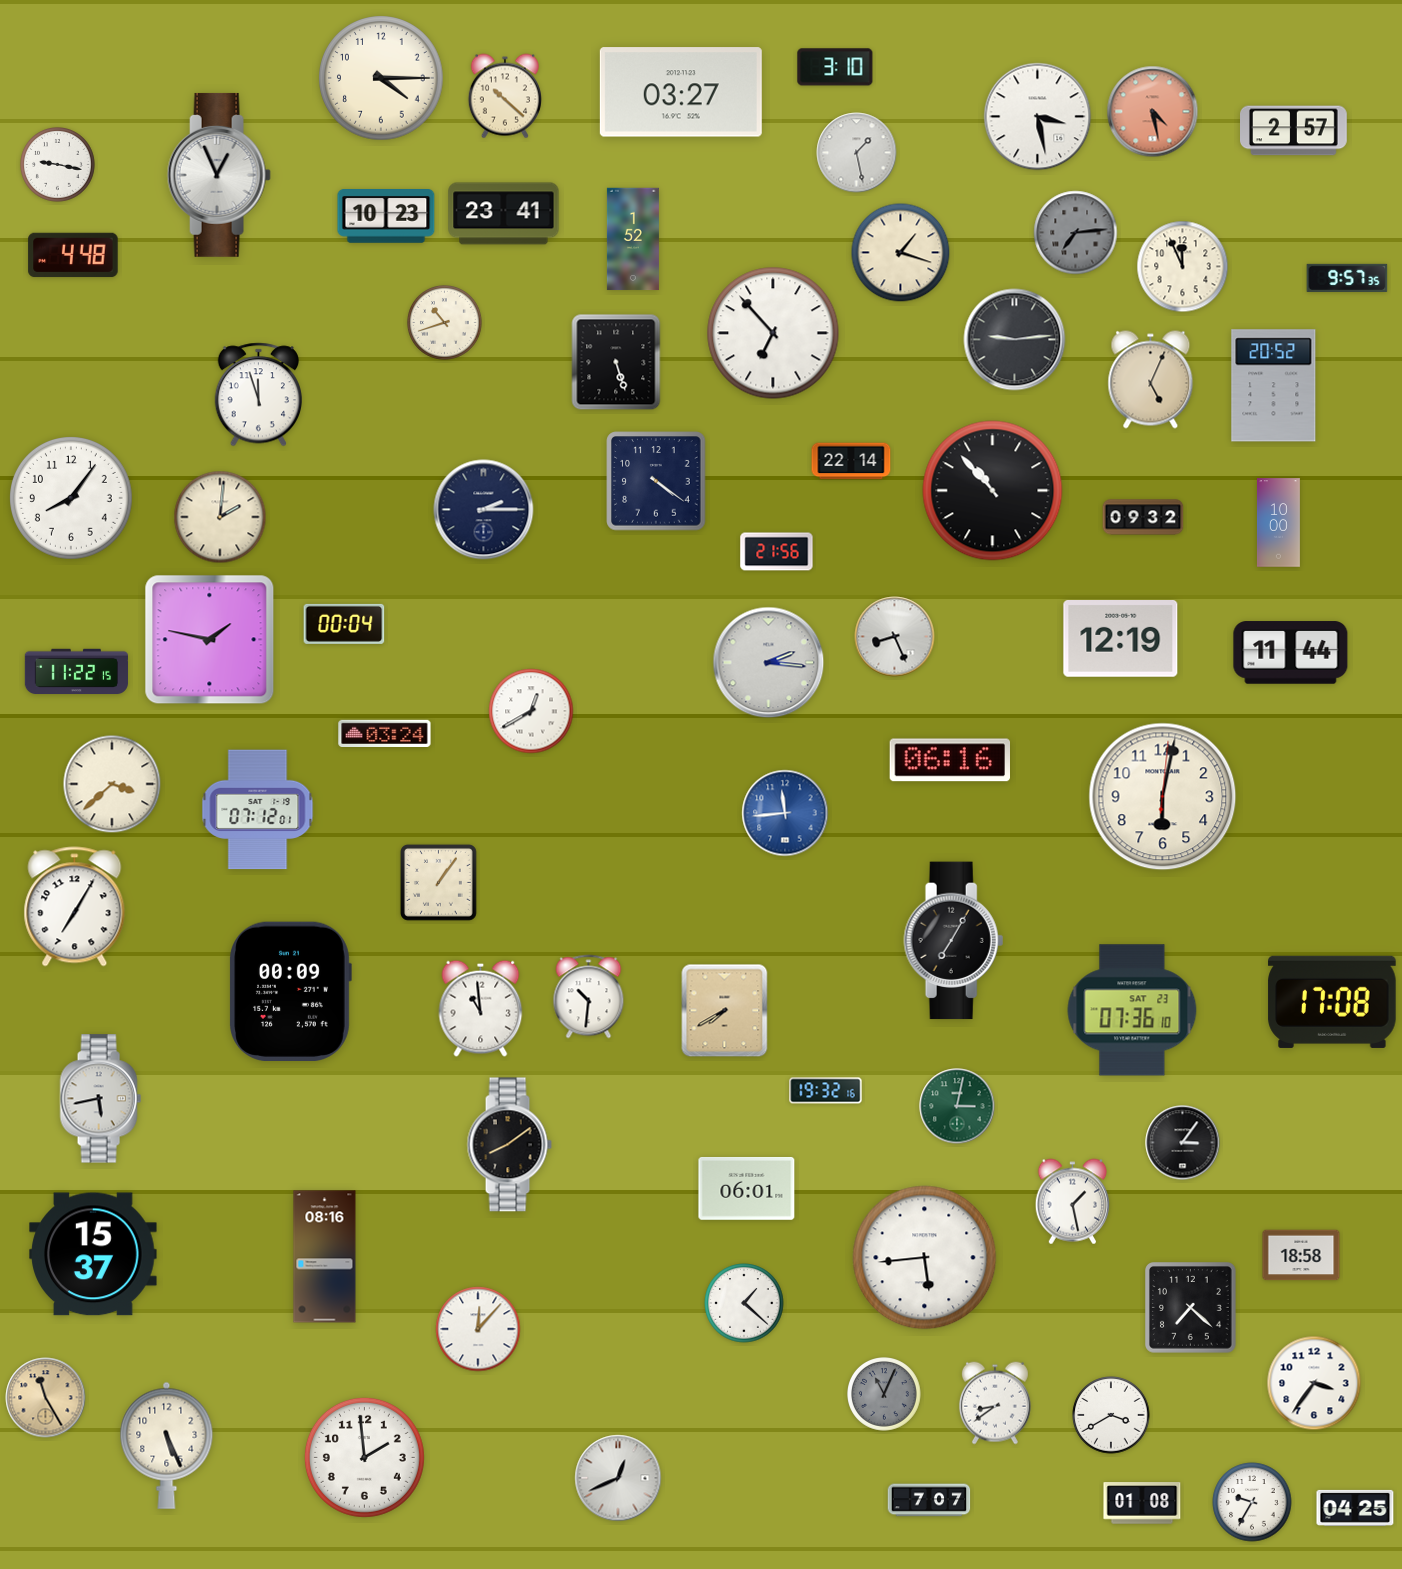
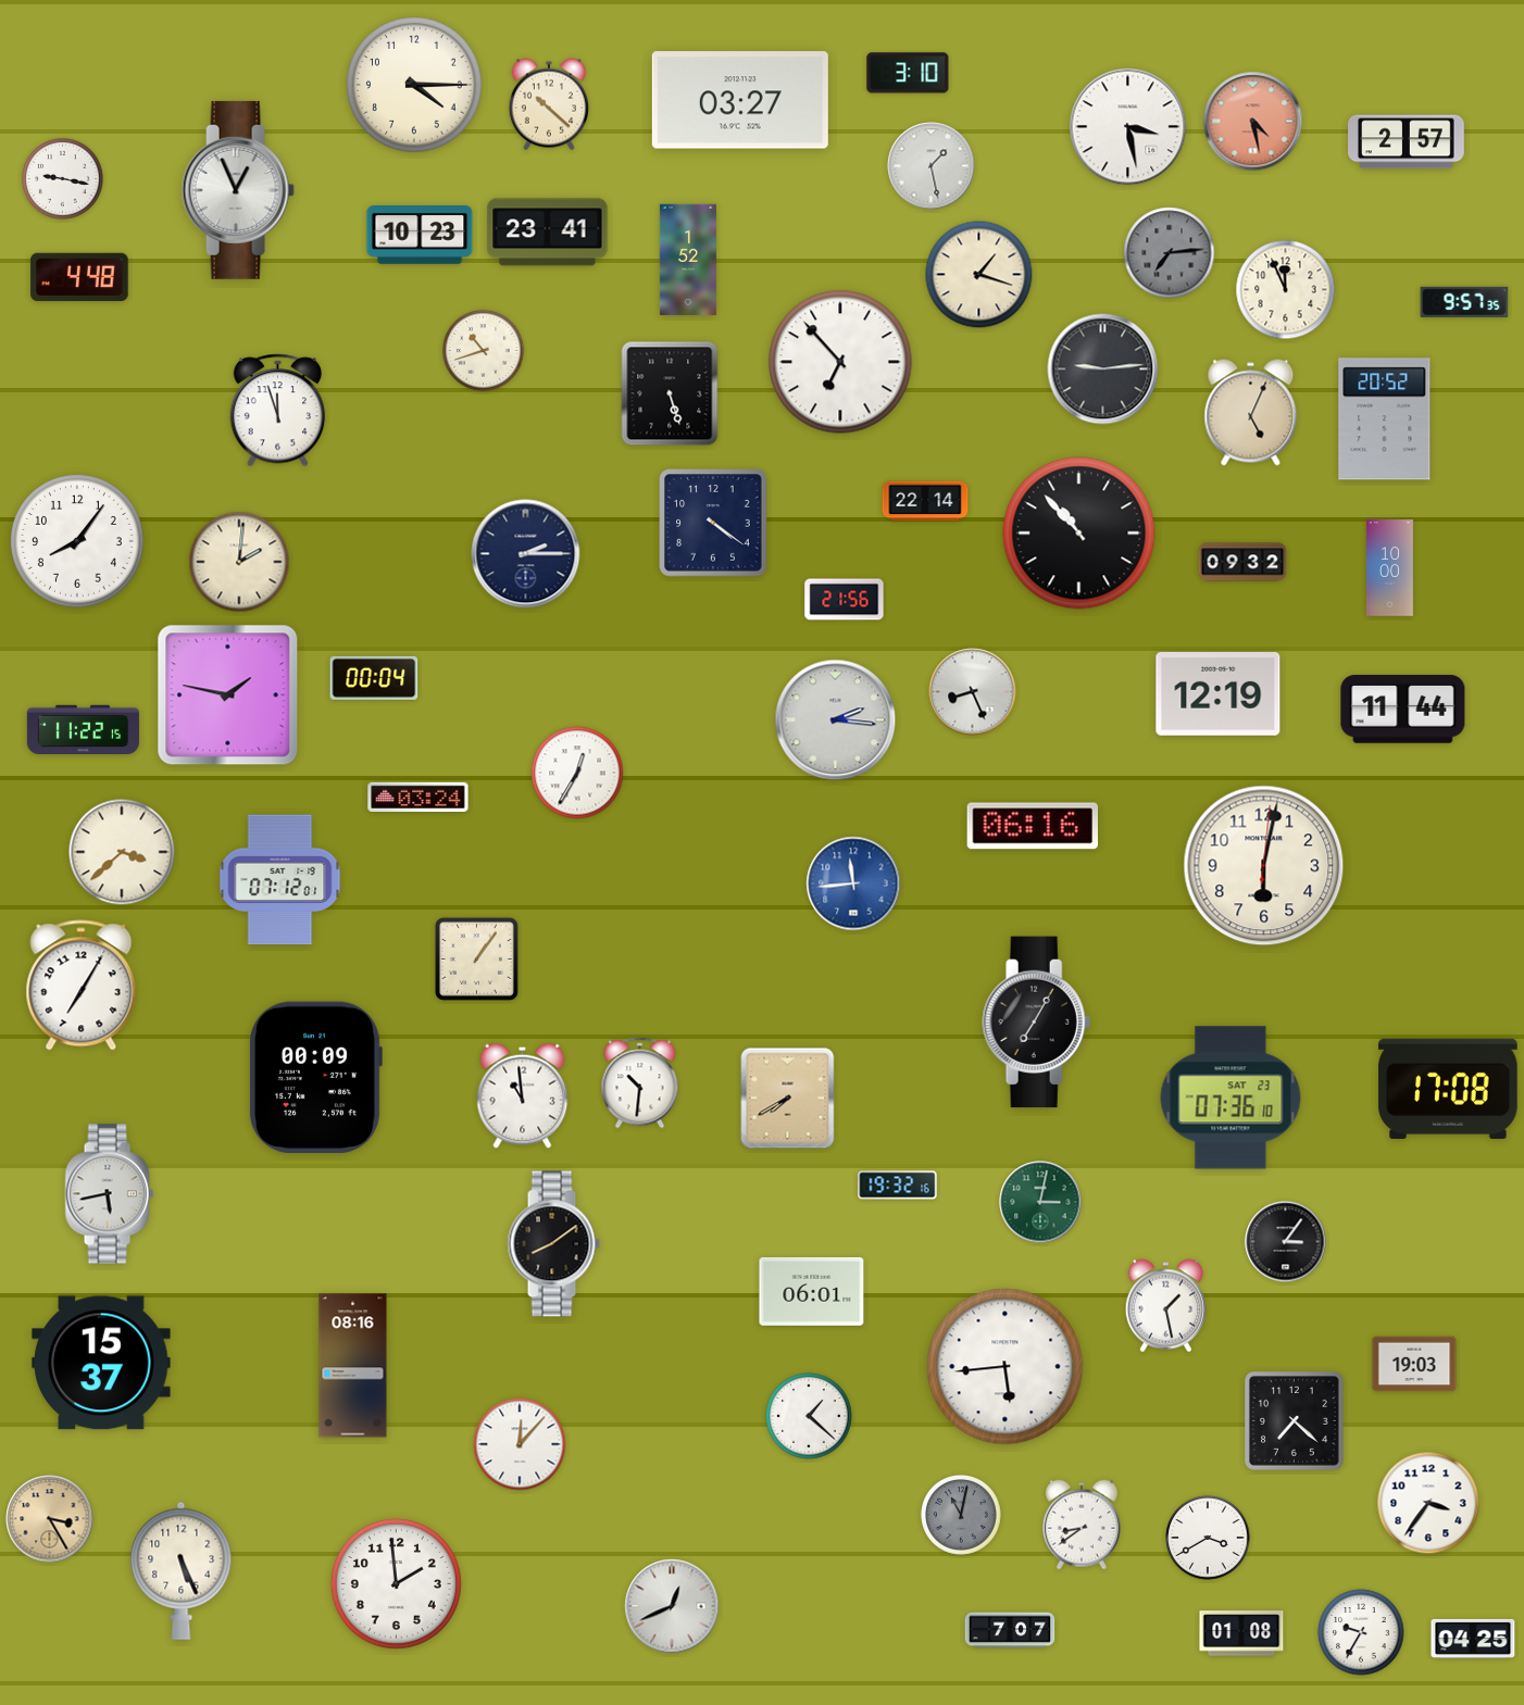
clock at (258, 395) position: (258, 395) -> (277, 411)
clock at (531, 711): 12:40 -> 12:35
clock at (1301, 1255): 18:58 -> 19:03
clock at (885, 1395): 11:04 -> 11:02
clock at (46, 1398): 11:25 -> 3:25
